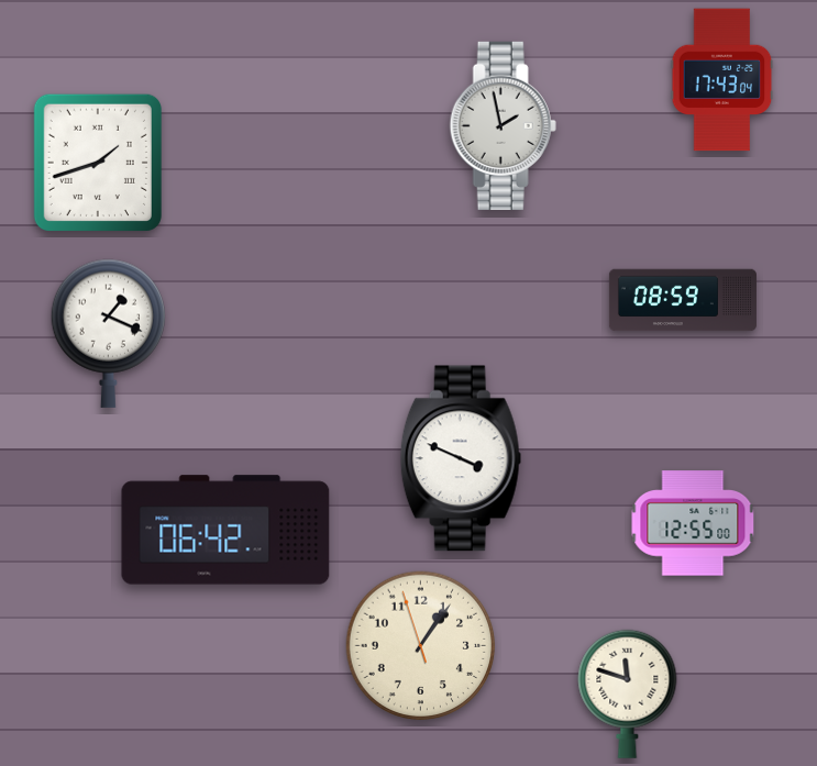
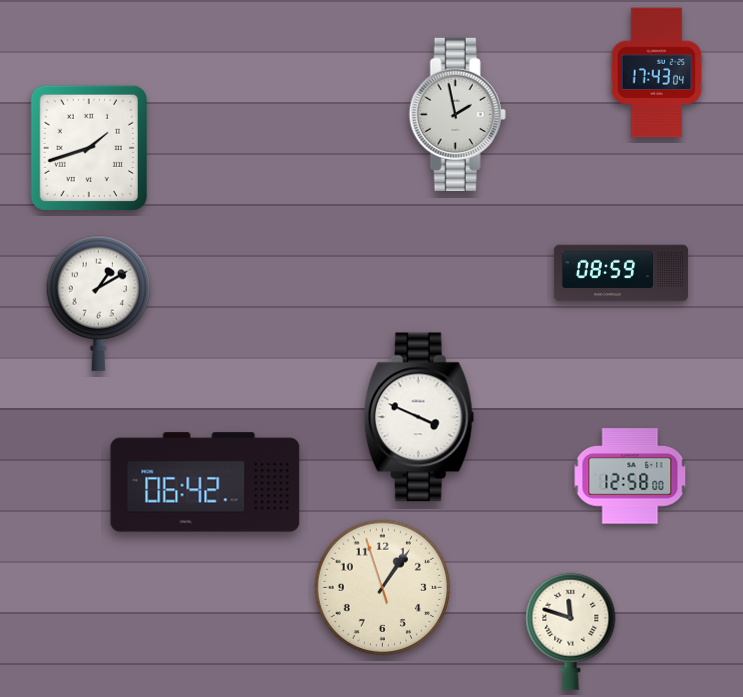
clock at (108, 333): 1:19 -> 1:10
clock at (693, 523): 12:55 -> 12:58
